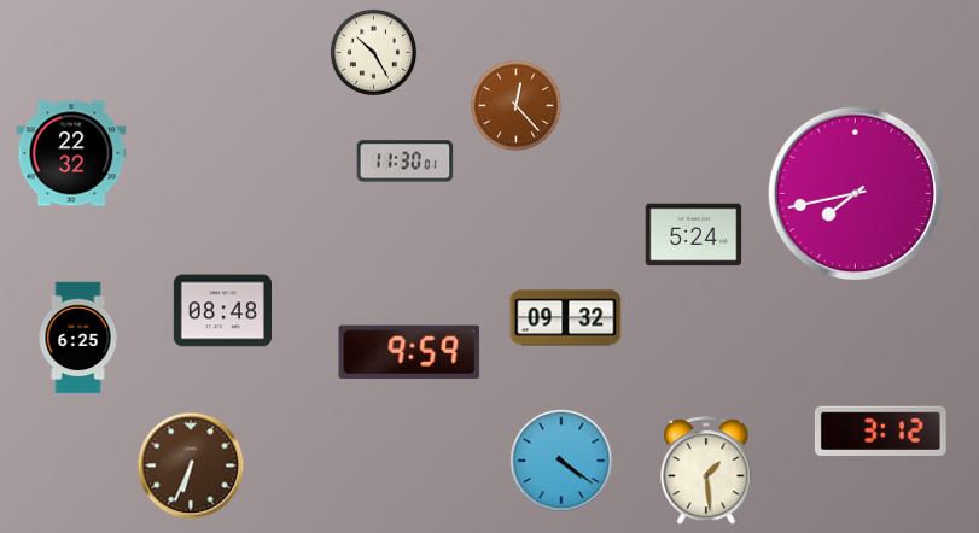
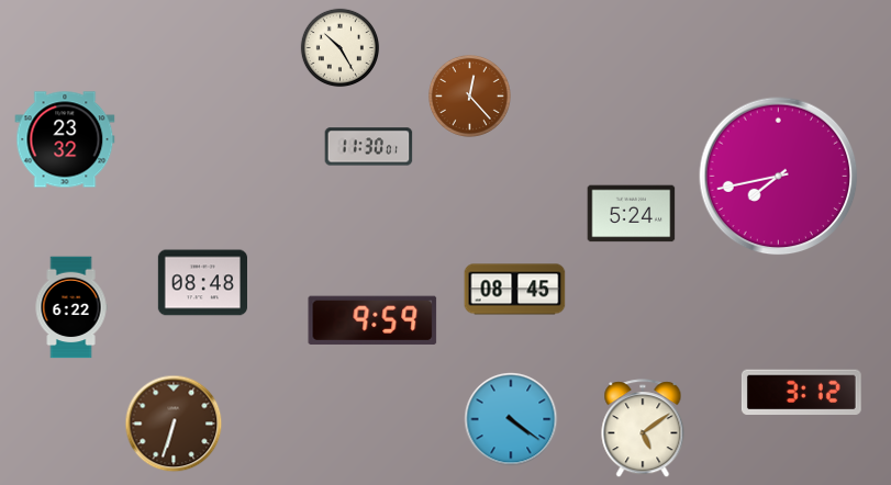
clock at (71, 153): 22:32 -> 23:32
clock at (566, 318): 09:32 -> 08:45
clock at (78, 338): 6:25 -> 6:22
clock at (191, 465): 6:34 -> 6:33
clock at (706, 471): 1:29 -> 5:09
